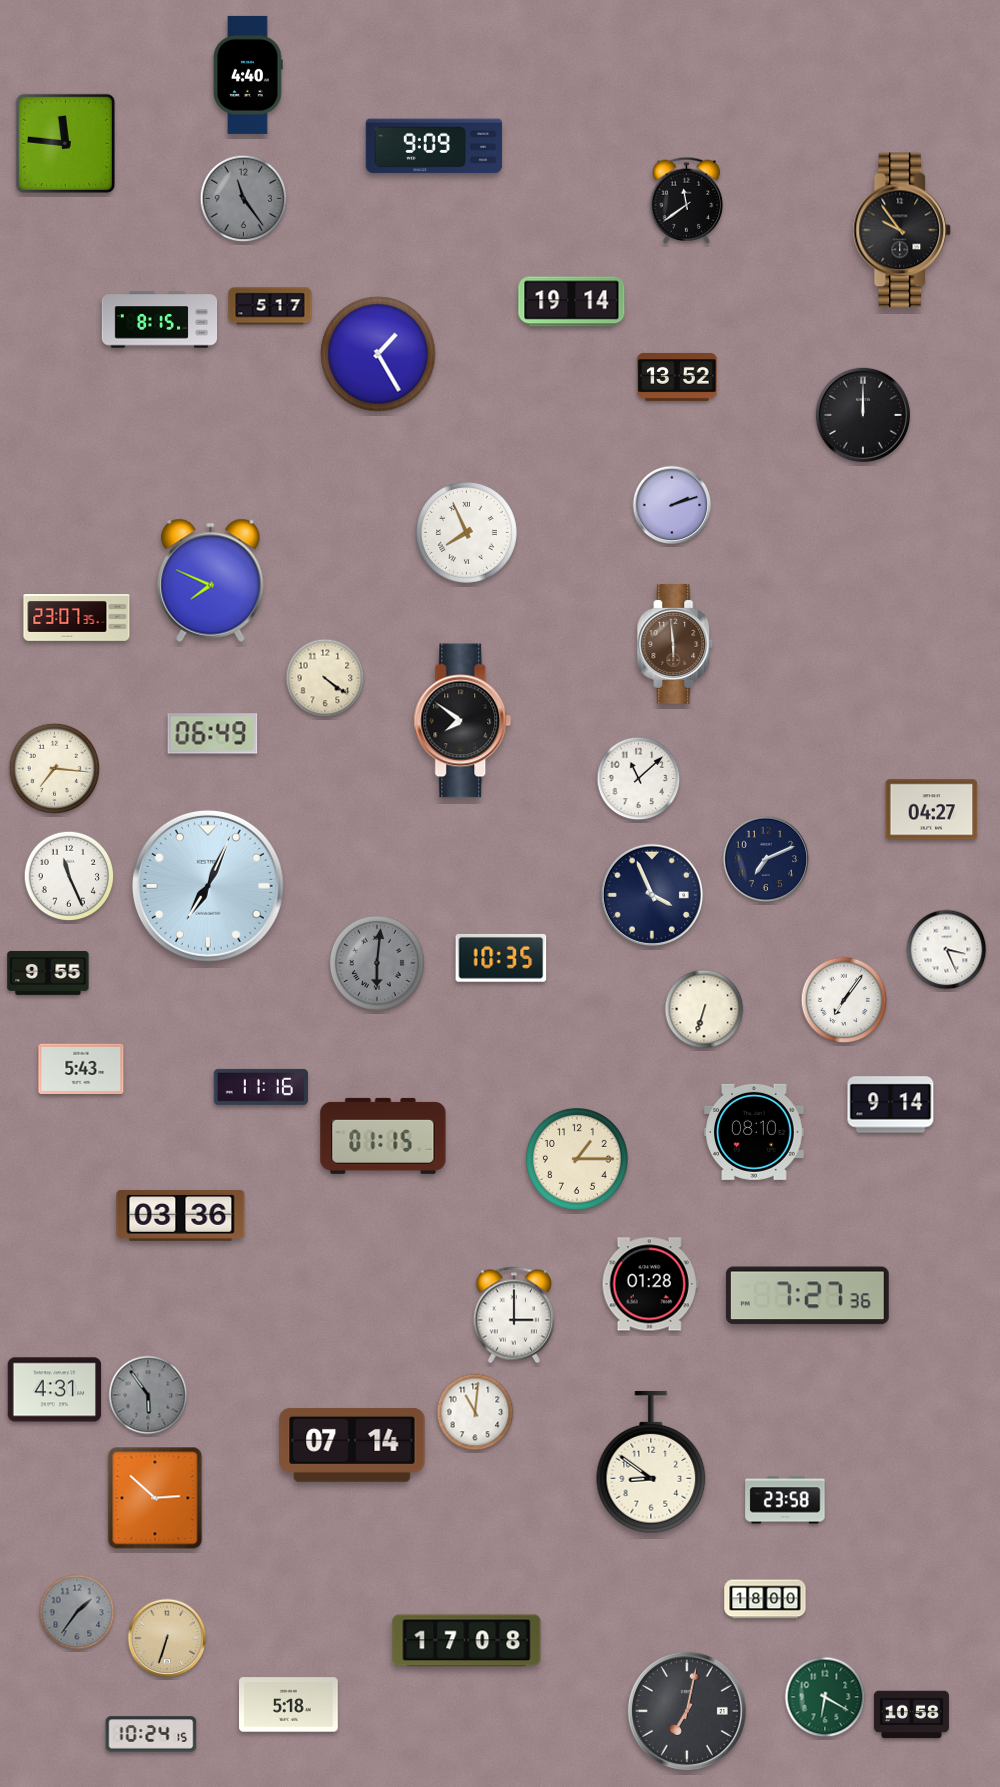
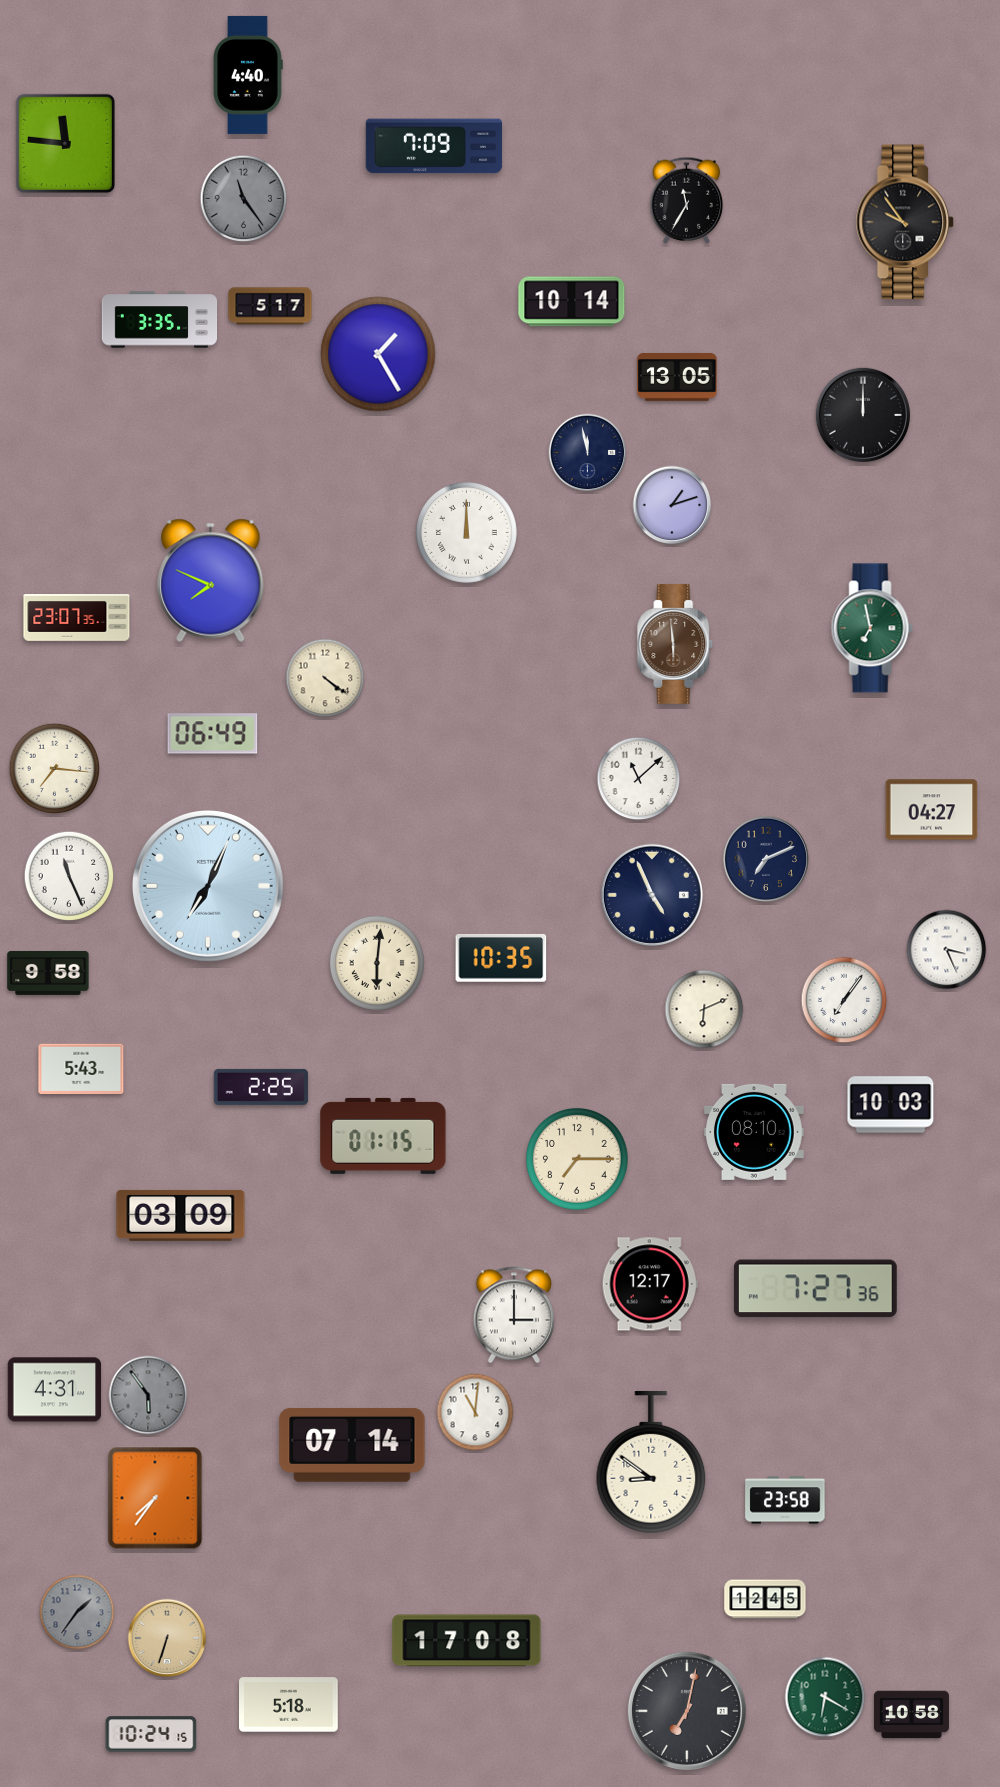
clock at (434, 146): 9:09 -> 7:09
clock at (687, 200): 11:39 -> 11:35
clock at (902, 230) position: (902, 230) -> (905, 222)
clock at (572, 302): 19:14 -> 10:14
clock at (160, 320): 8:15 -> 3:35
clock at (677, 377): 13:52 -> 13:05
clock at (588, 453): none -> 11:58
clock at (672, 505): 2:12 -> 1:12
clock at (466, 532): 7:56 -> 12:00
clock at (872, 628): none -> 6:58
clock at (463, 721): 7:51 -> none
clock at (652, 895): 3:56 -> 4:56
clock at (377, 963) dial: grey -> cream
clock at (48, 973): 9:55 -> 9:58
clock at (704, 1009): 6:33 -> 6:11
clock at (261, 1087): 11:16 -> 2:25
clock at (891, 1105): 9:14 -> 10:03
clock at (577, 1159): 1:15 -> 7:15
clock at (181, 1215): 03:36 -> 03:09
clock at (650, 1284): 01:28 -> 12:17
clock at (807, 1296) position: (807, 1296) -> (815, 1289)
clock at (155, 1498): 2:52 -> 7:36
clock at (765, 1599): 18:00 -> 12:45
